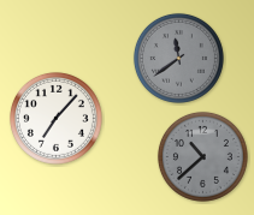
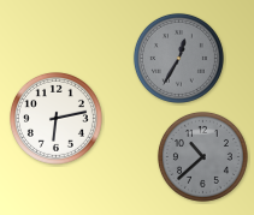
clock at (178, 58): 11:39 -> 12:35
clock at (55, 118): 7:07 -> 6:13
